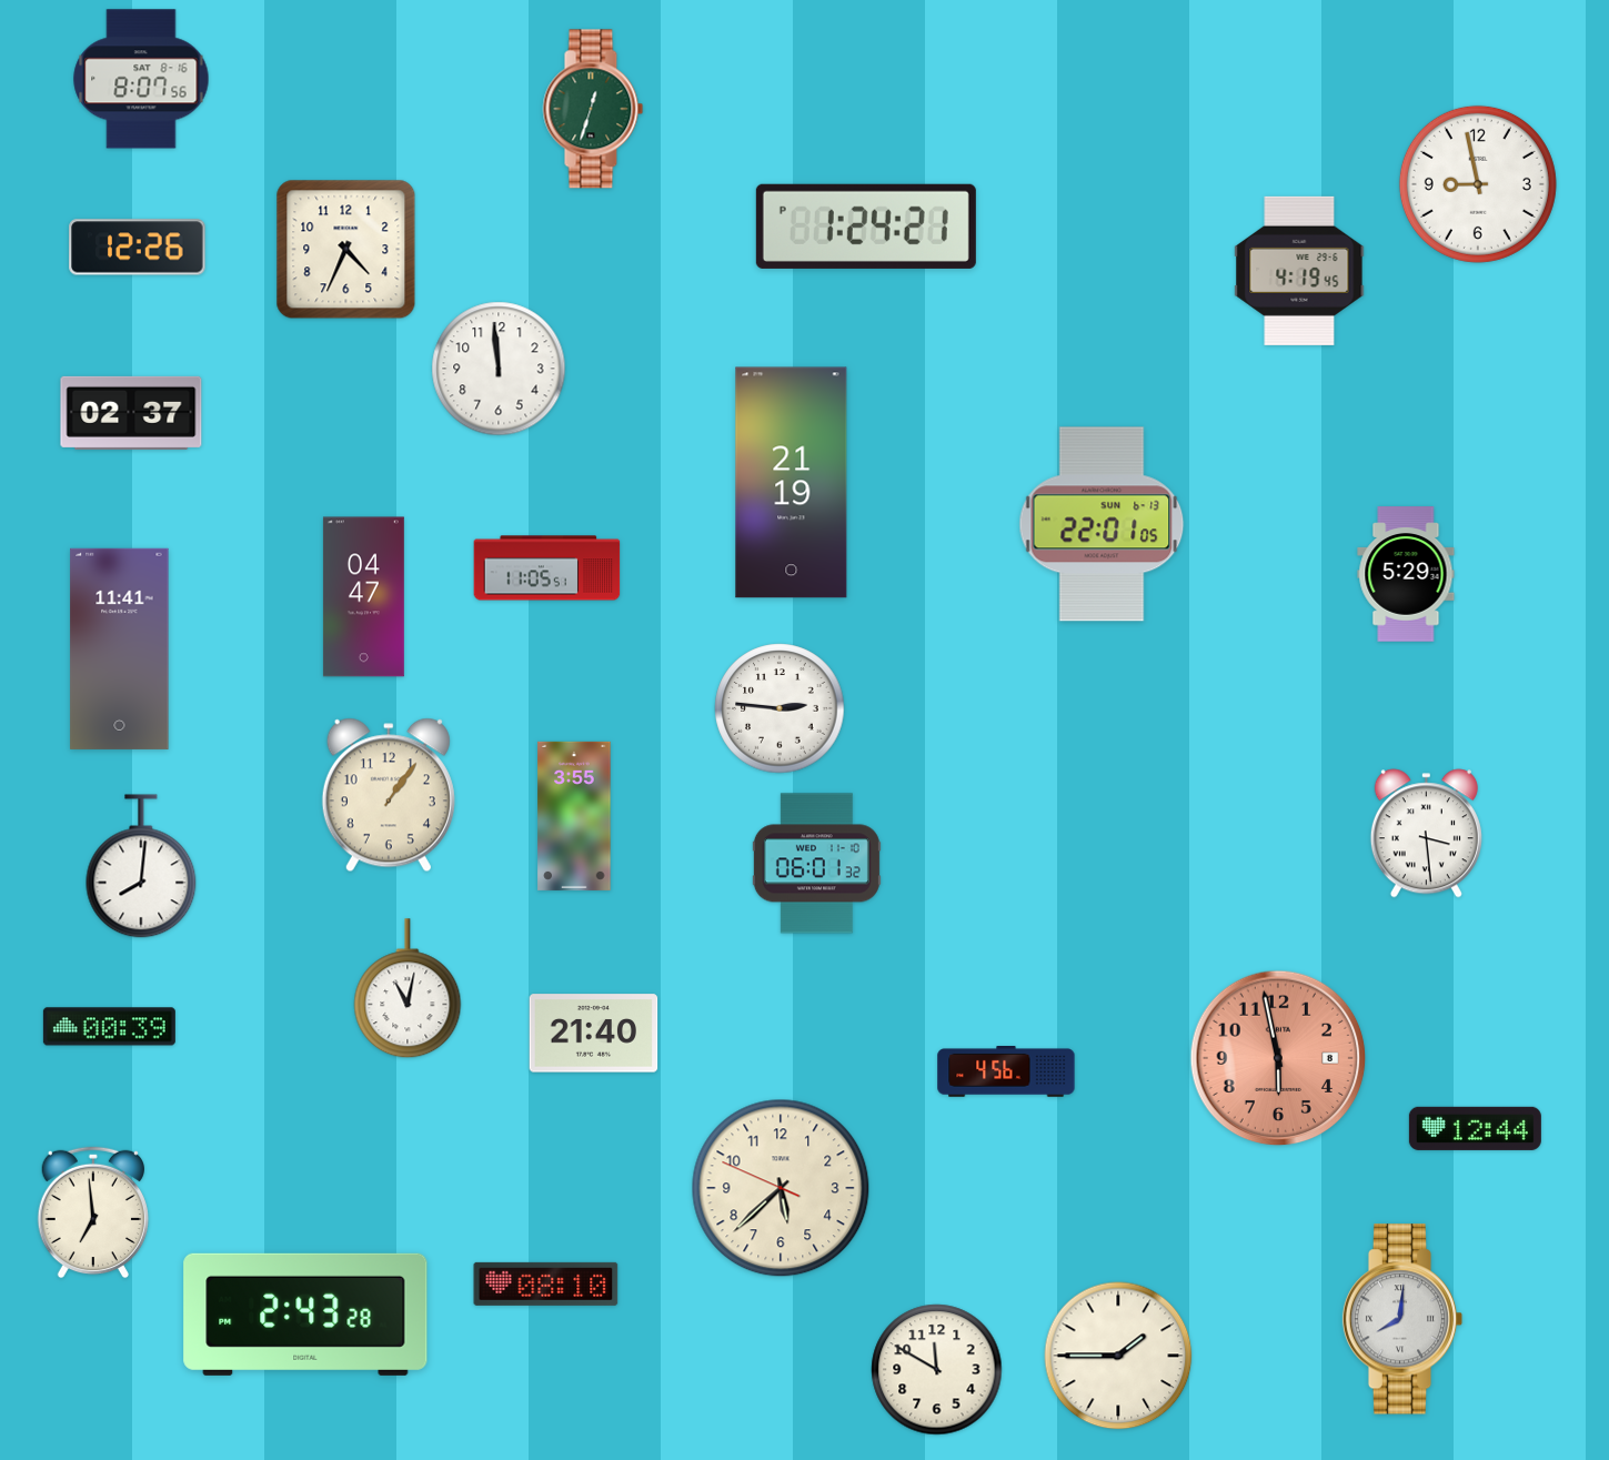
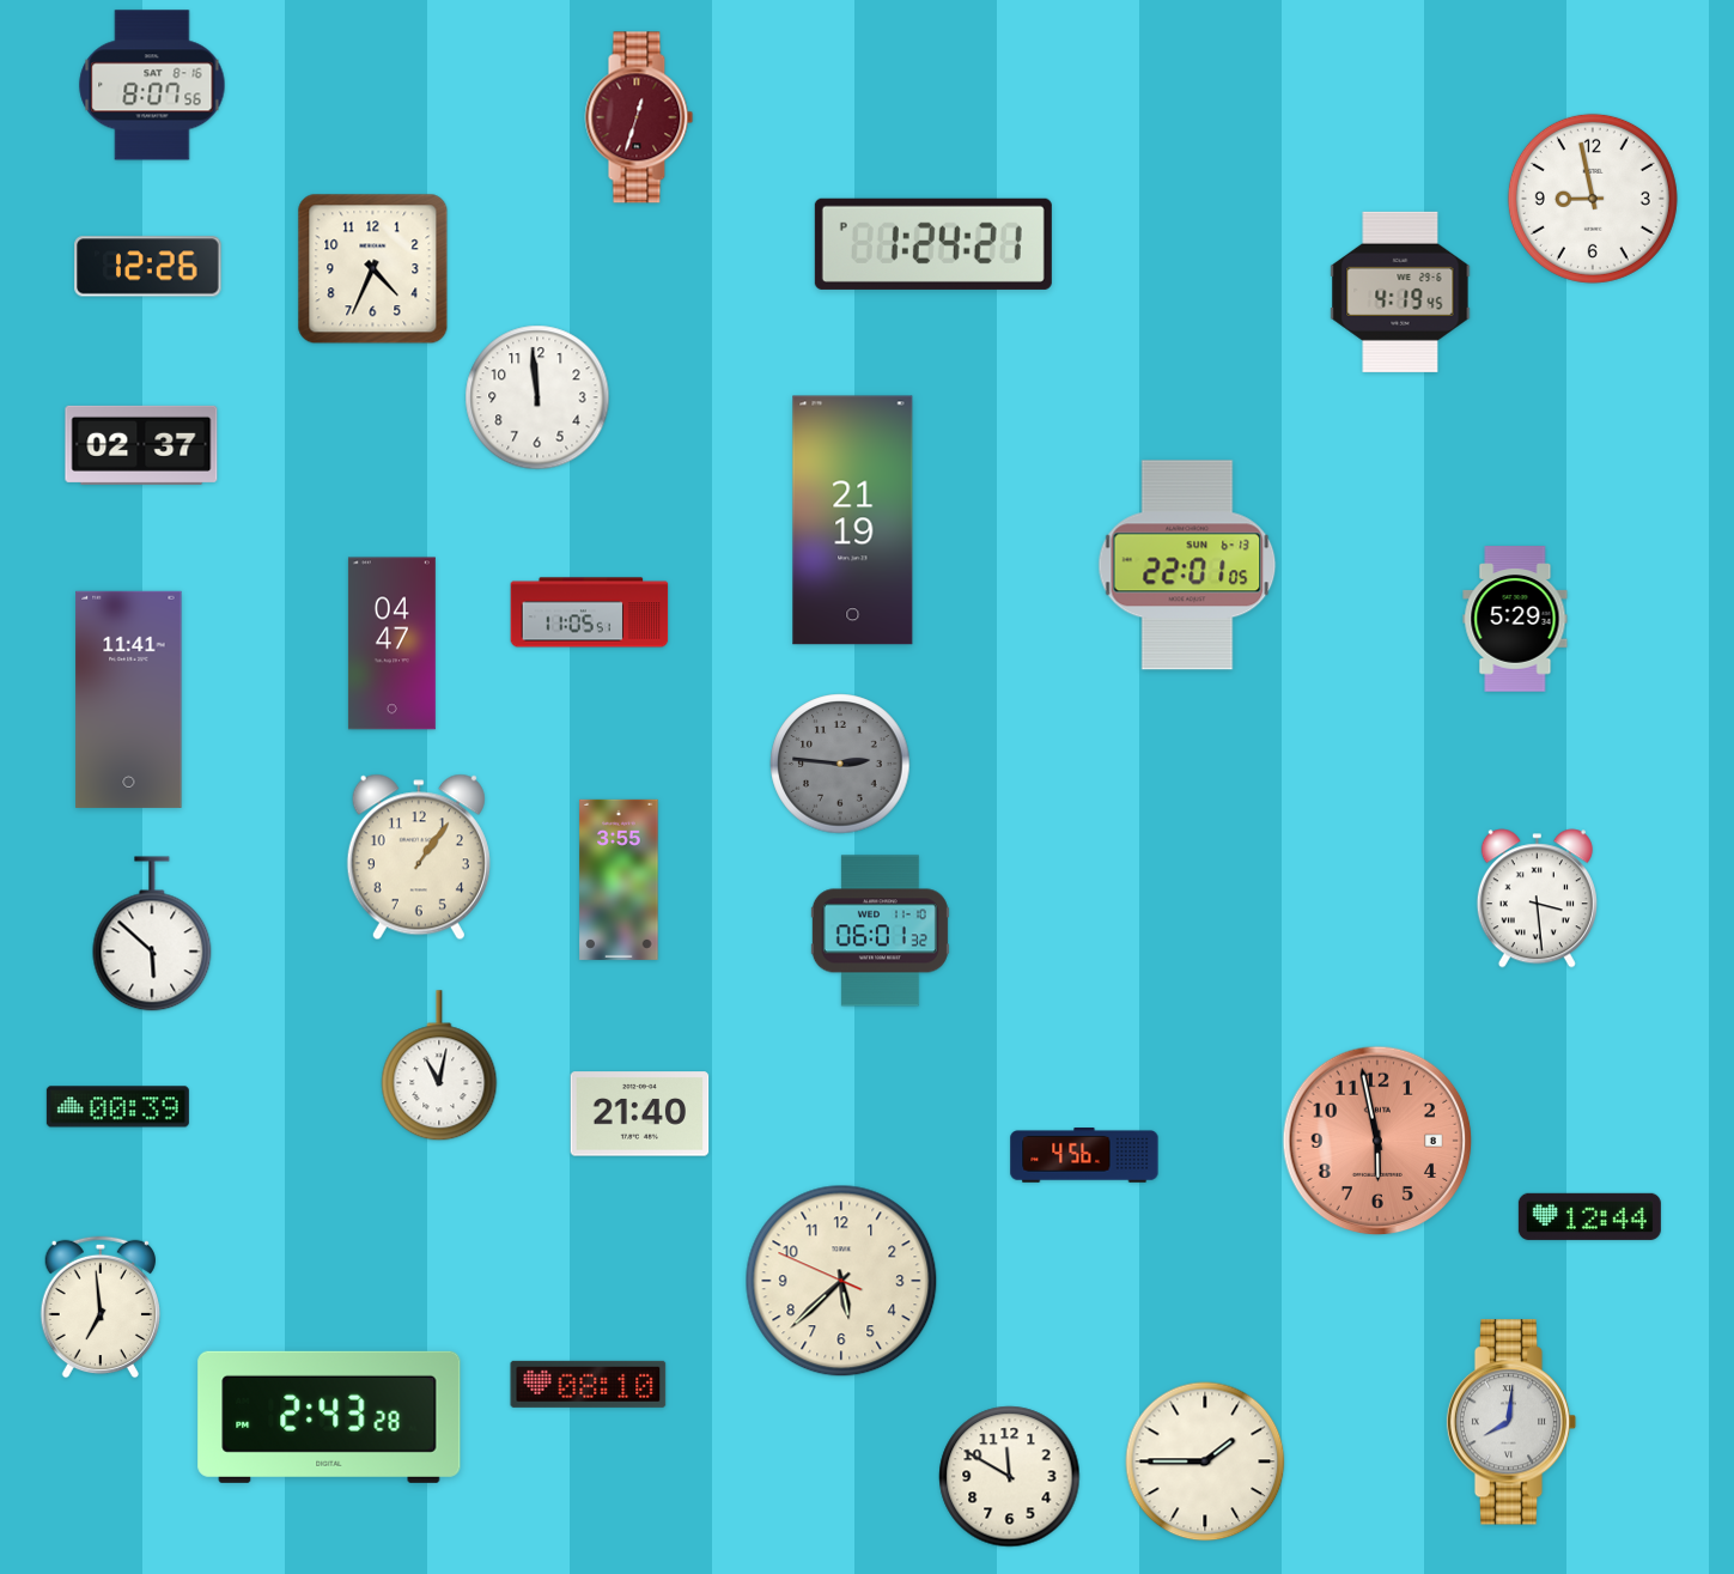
clock at (593, 109) dial: green -> burgundy
clock at (780, 708) dial: white -> grey
clock at (141, 866): 8:01 -> 5:52
